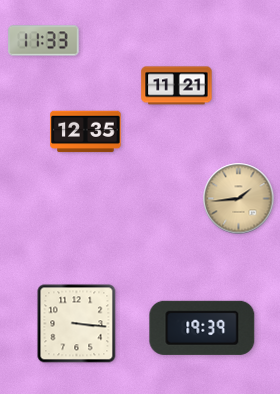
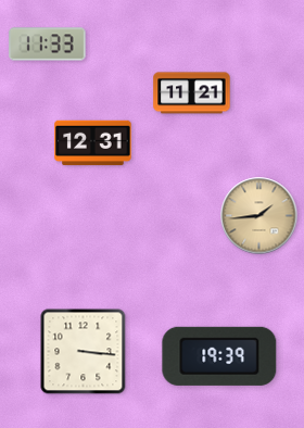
clock at (86, 132): 12:35 -> 12:31
